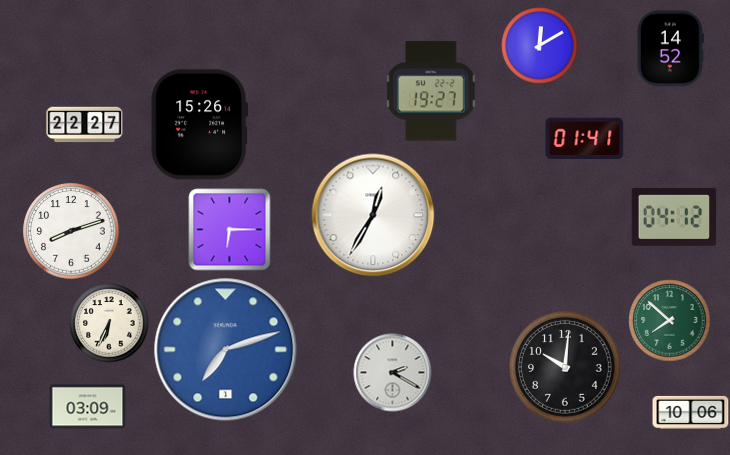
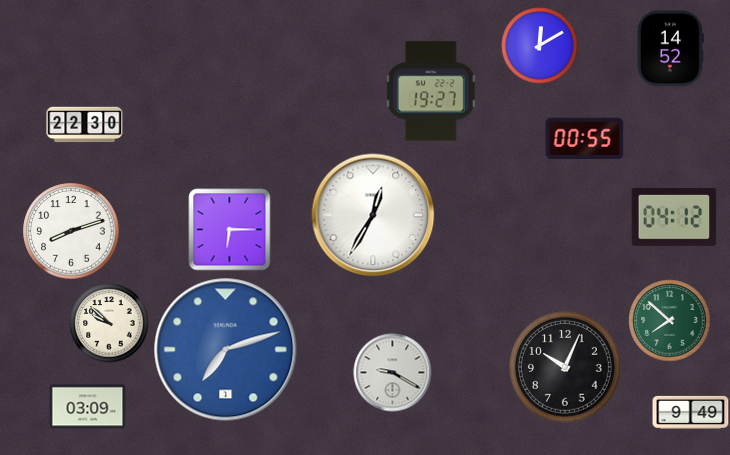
clock at (85, 125): 22:27 -> 22:30
clock at (200, 125): 15:26 -> none
clock at (585, 138): 01:41 -> 00:55
clock at (109, 323): 6:34 -> 9:52
clock at (566, 368): 10:01 -> 10:04
clock at (393, 373): 2:20 -> 9:20
clock at (691, 412): 10:06 -> 9:49
